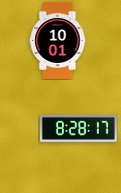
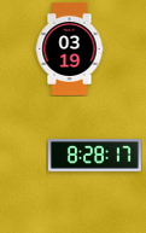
clock at (58, 40): 10:01 -> 03:19
